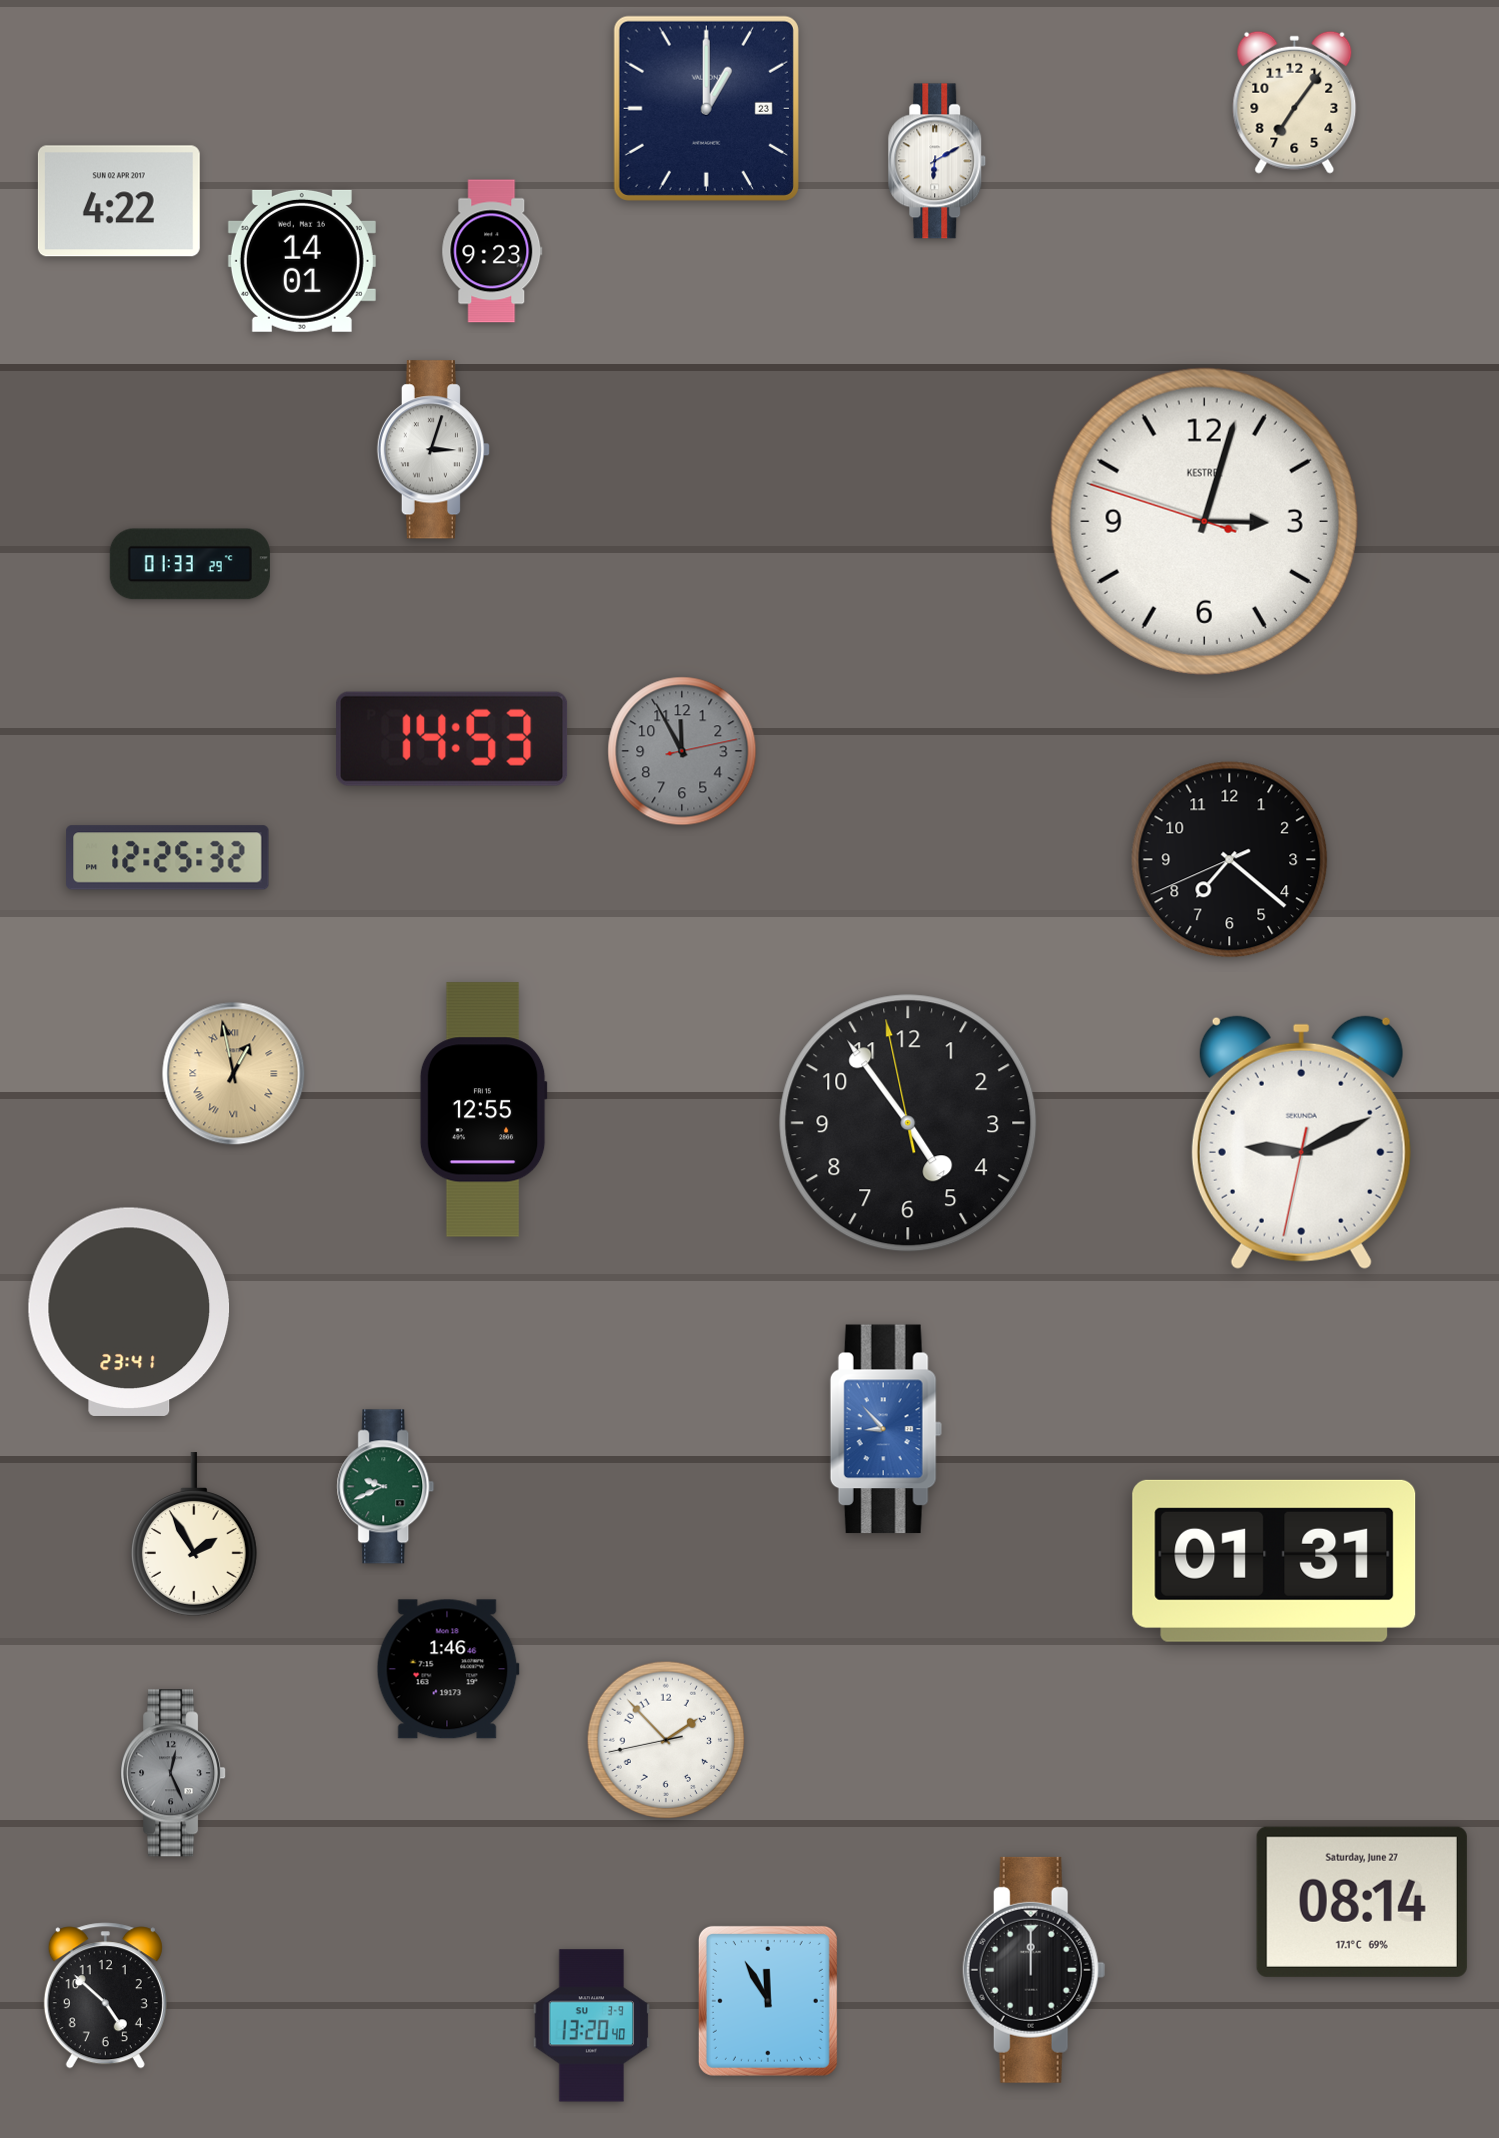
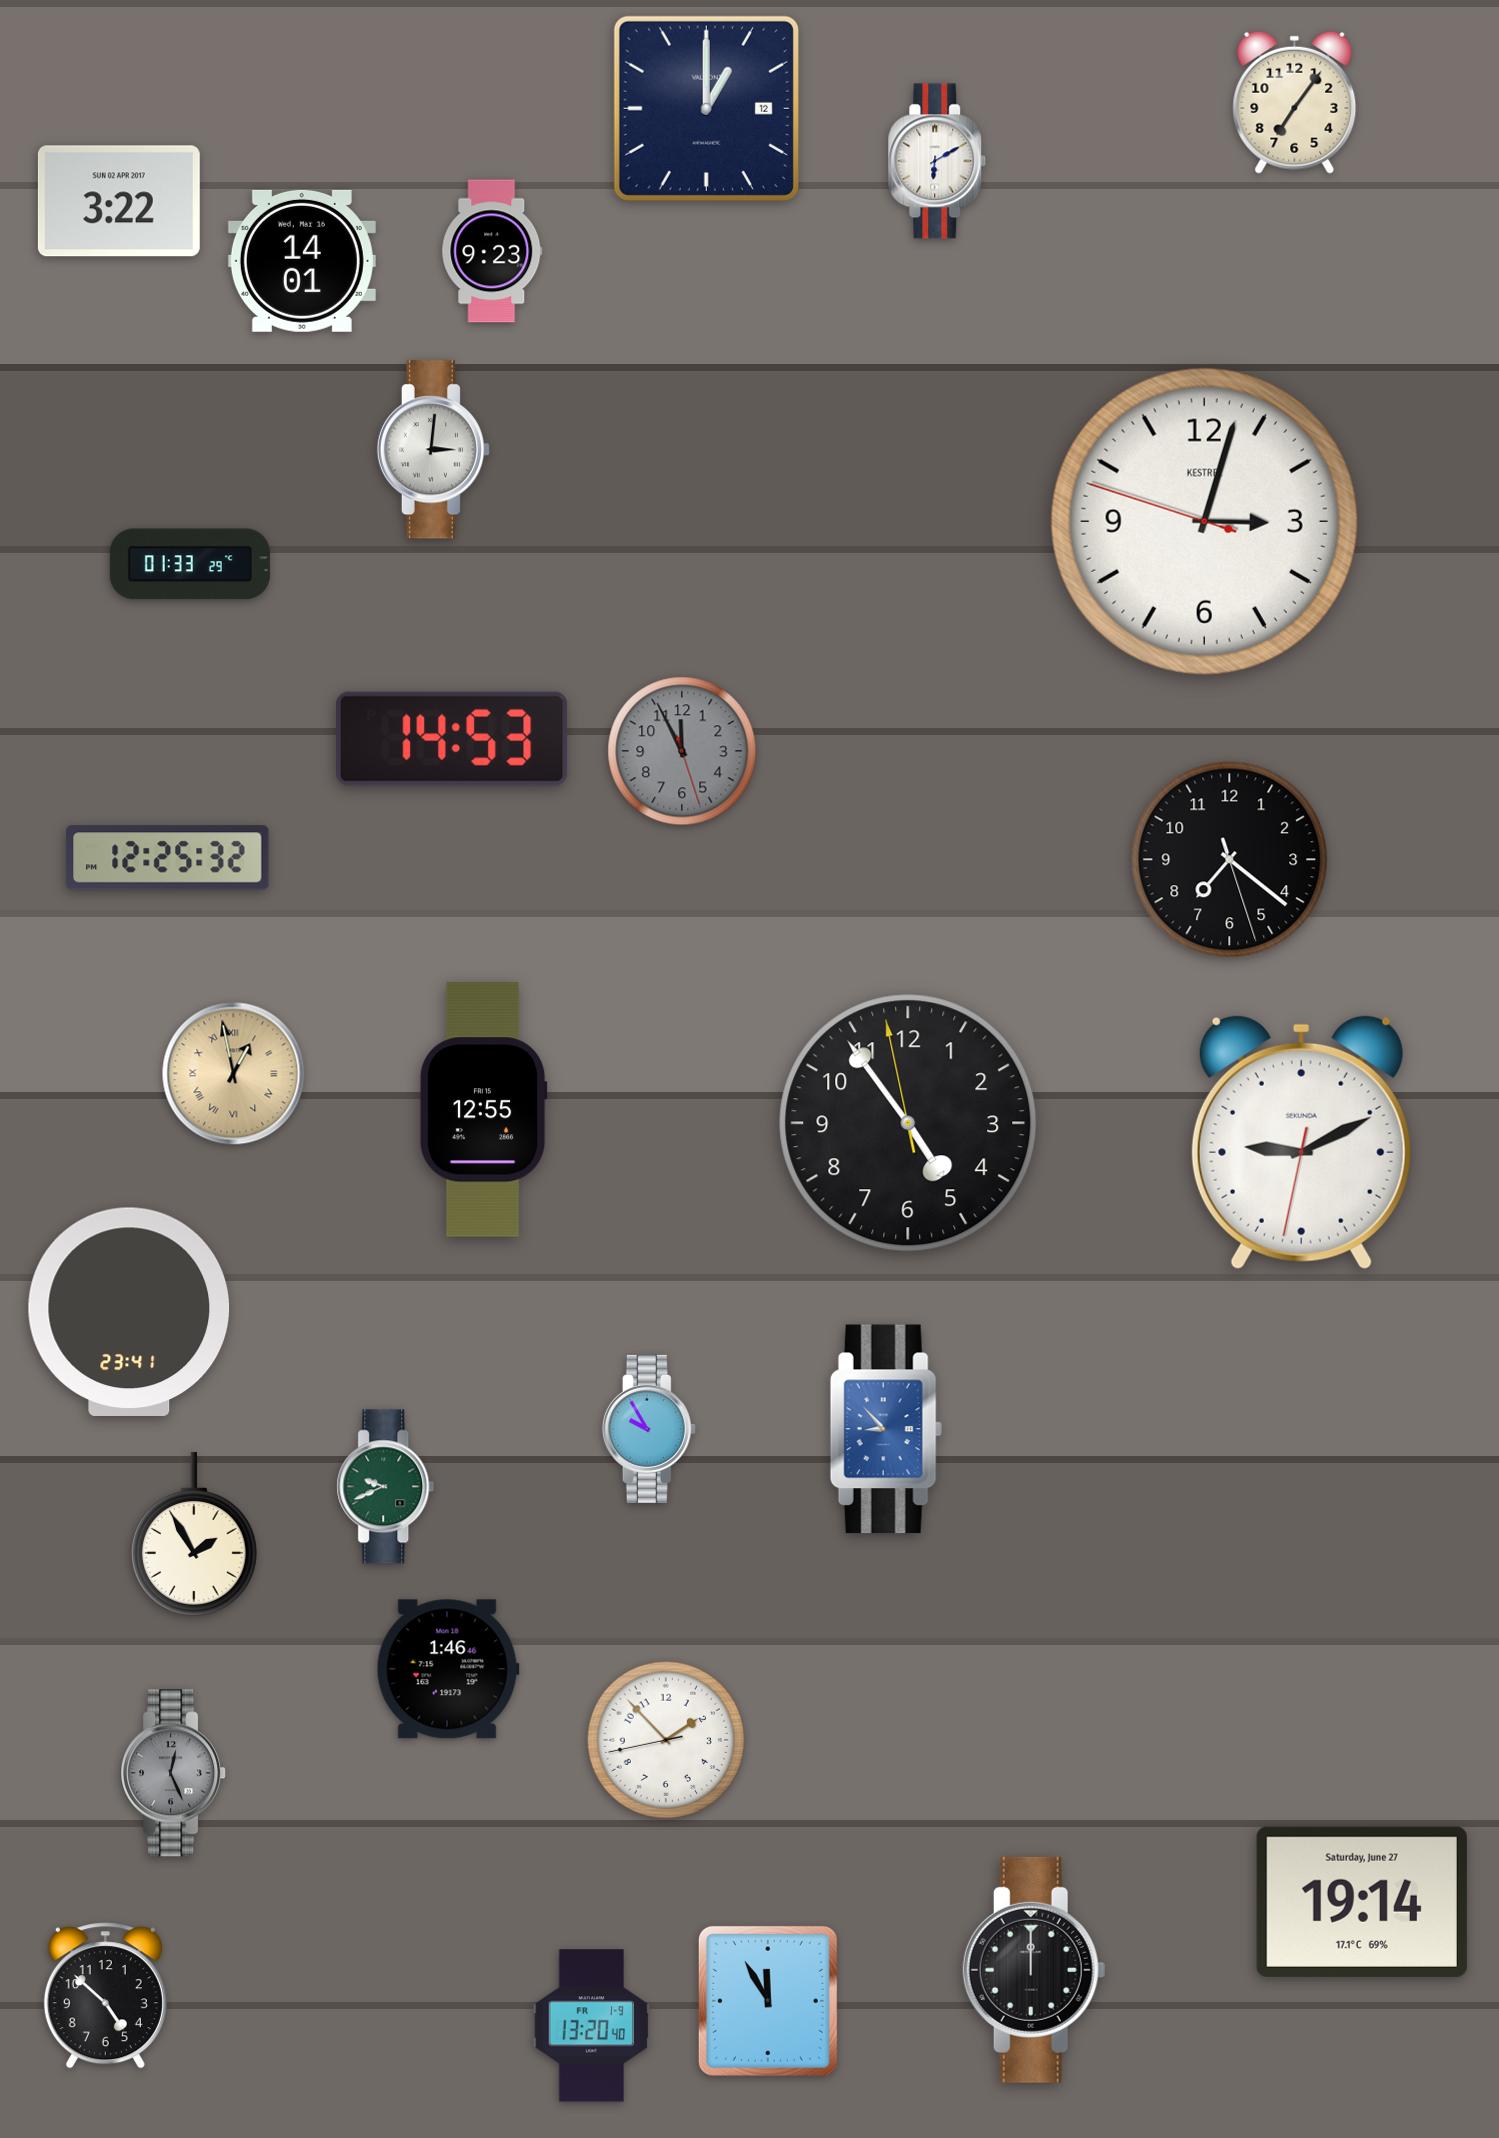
clock at (706, 108) date: 23 -> 12
clock at (119, 201): 4:22 -> 3:22
clock at (433, 450): 3:03 -> 3:01
clock at (682, 751): 11:55:13 -> 11:55:27
clock at (1230, 860): 7:21:41 -> 7:21:27
clock at (649, 1429): none -> 9:55
clock at (1274, 1561): 01:31 -> none
clock at (1362, 1902): 08:14 -> 19:14
clock at (592, 2026) date: SU 3-9 -> FR 1-9
